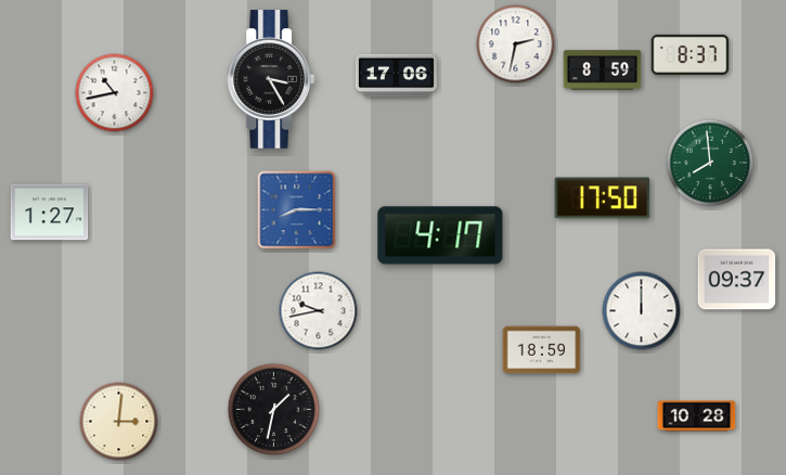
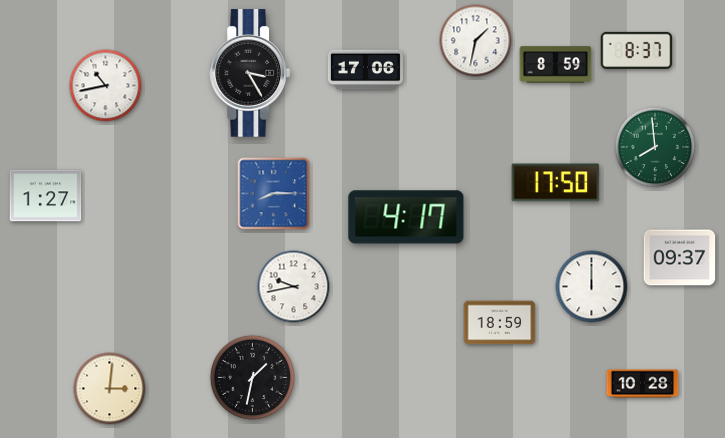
clock at (516, 44): 2:32 -> 1:32
clock at (710, 163) position: (710, 163) -> (655, 147)
